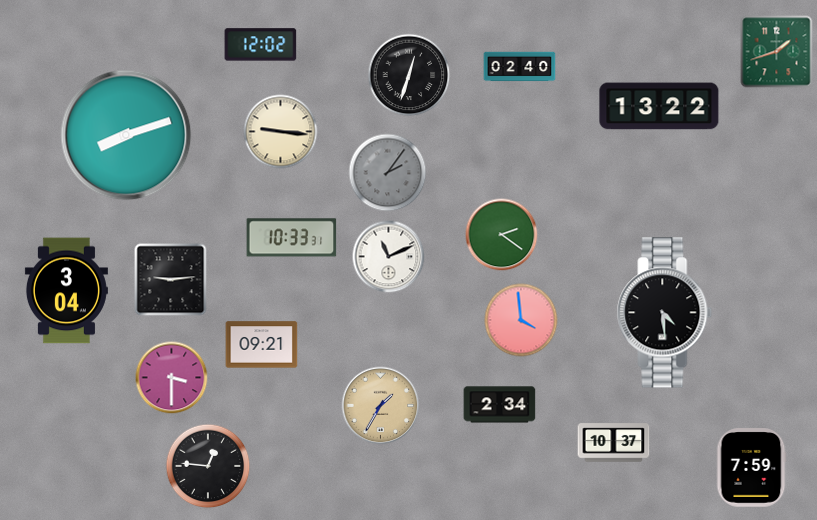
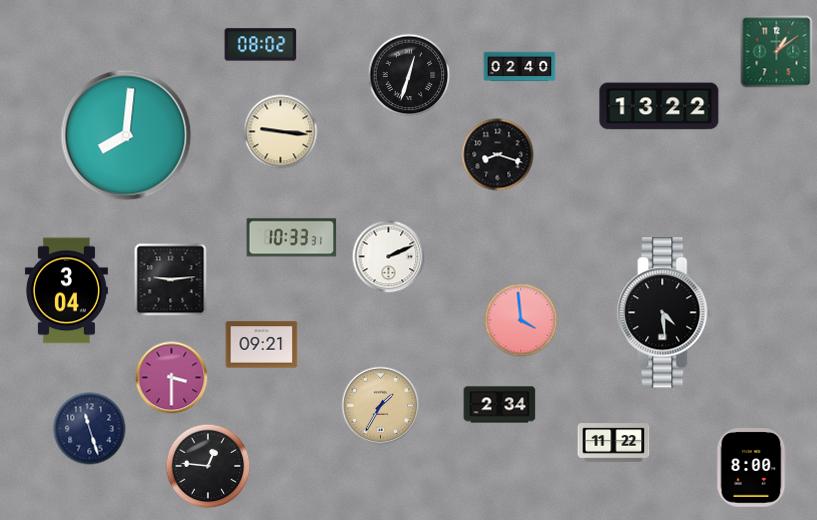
clock at (261, 45): 12:02 -> 08:02
clock at (777, 52): 1:42 -> 1:09
clock at (126, 135): 8:12 -> 8:01
clock at (498, 155): none -> 8:18
clock at (388, 173): 2:06 -> none
clock at (502, 235): 2:21 -> none
clock at (389, 257): 11:11 -> 2:11
clock at (90, 429): none -> 11:27
clock at (614, 443): 10:37 -> 11:22
clock at (751, 468): 7:59 -> 8:00
